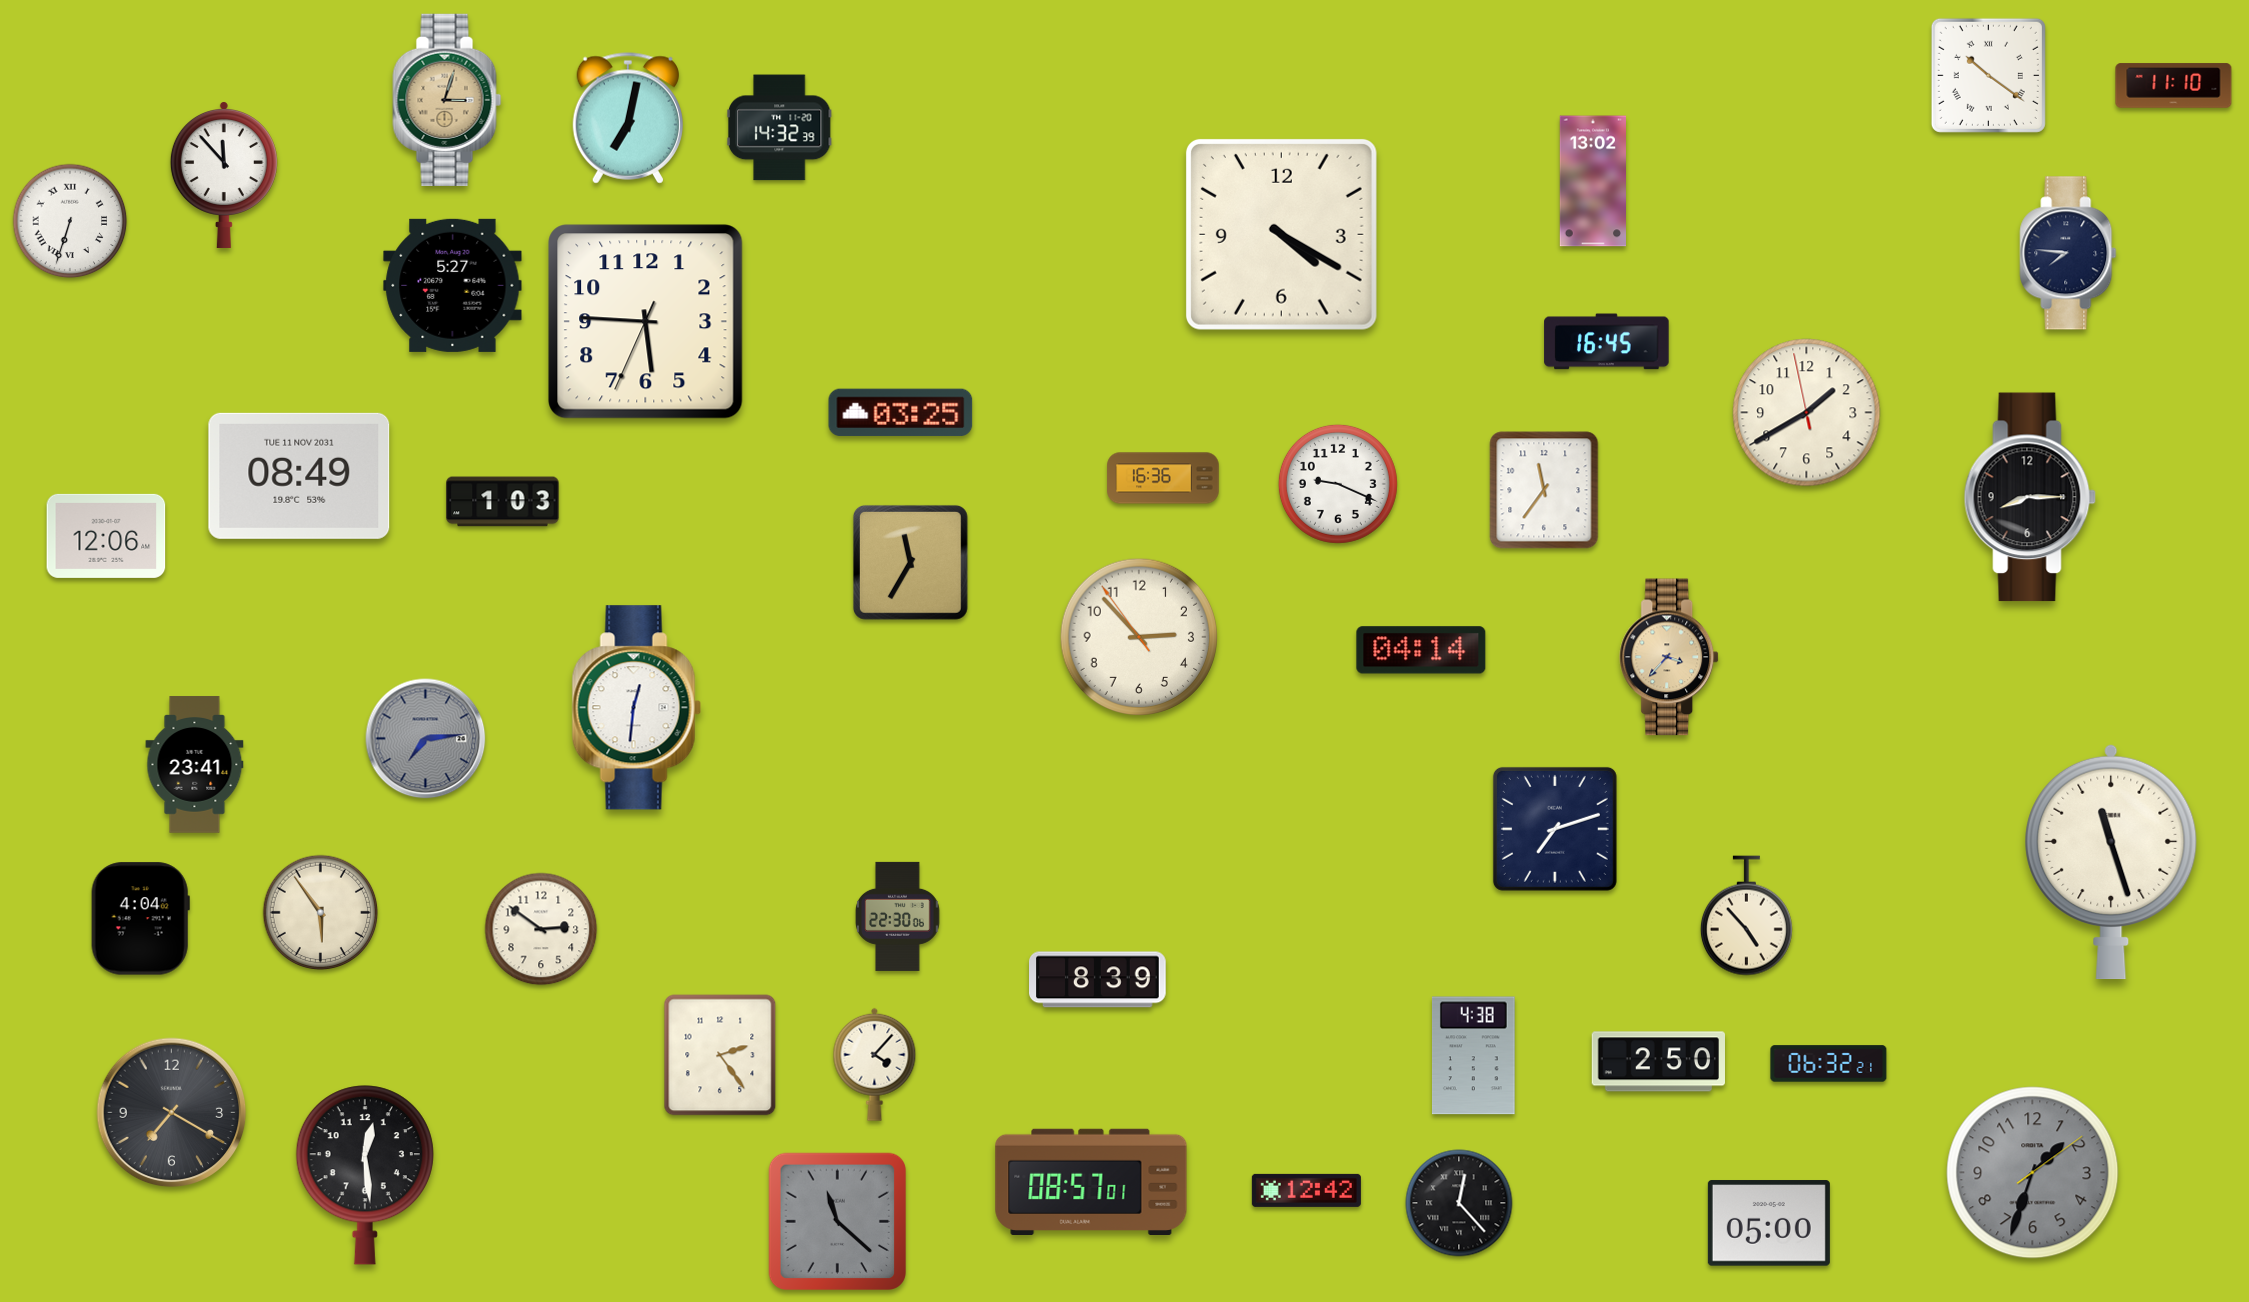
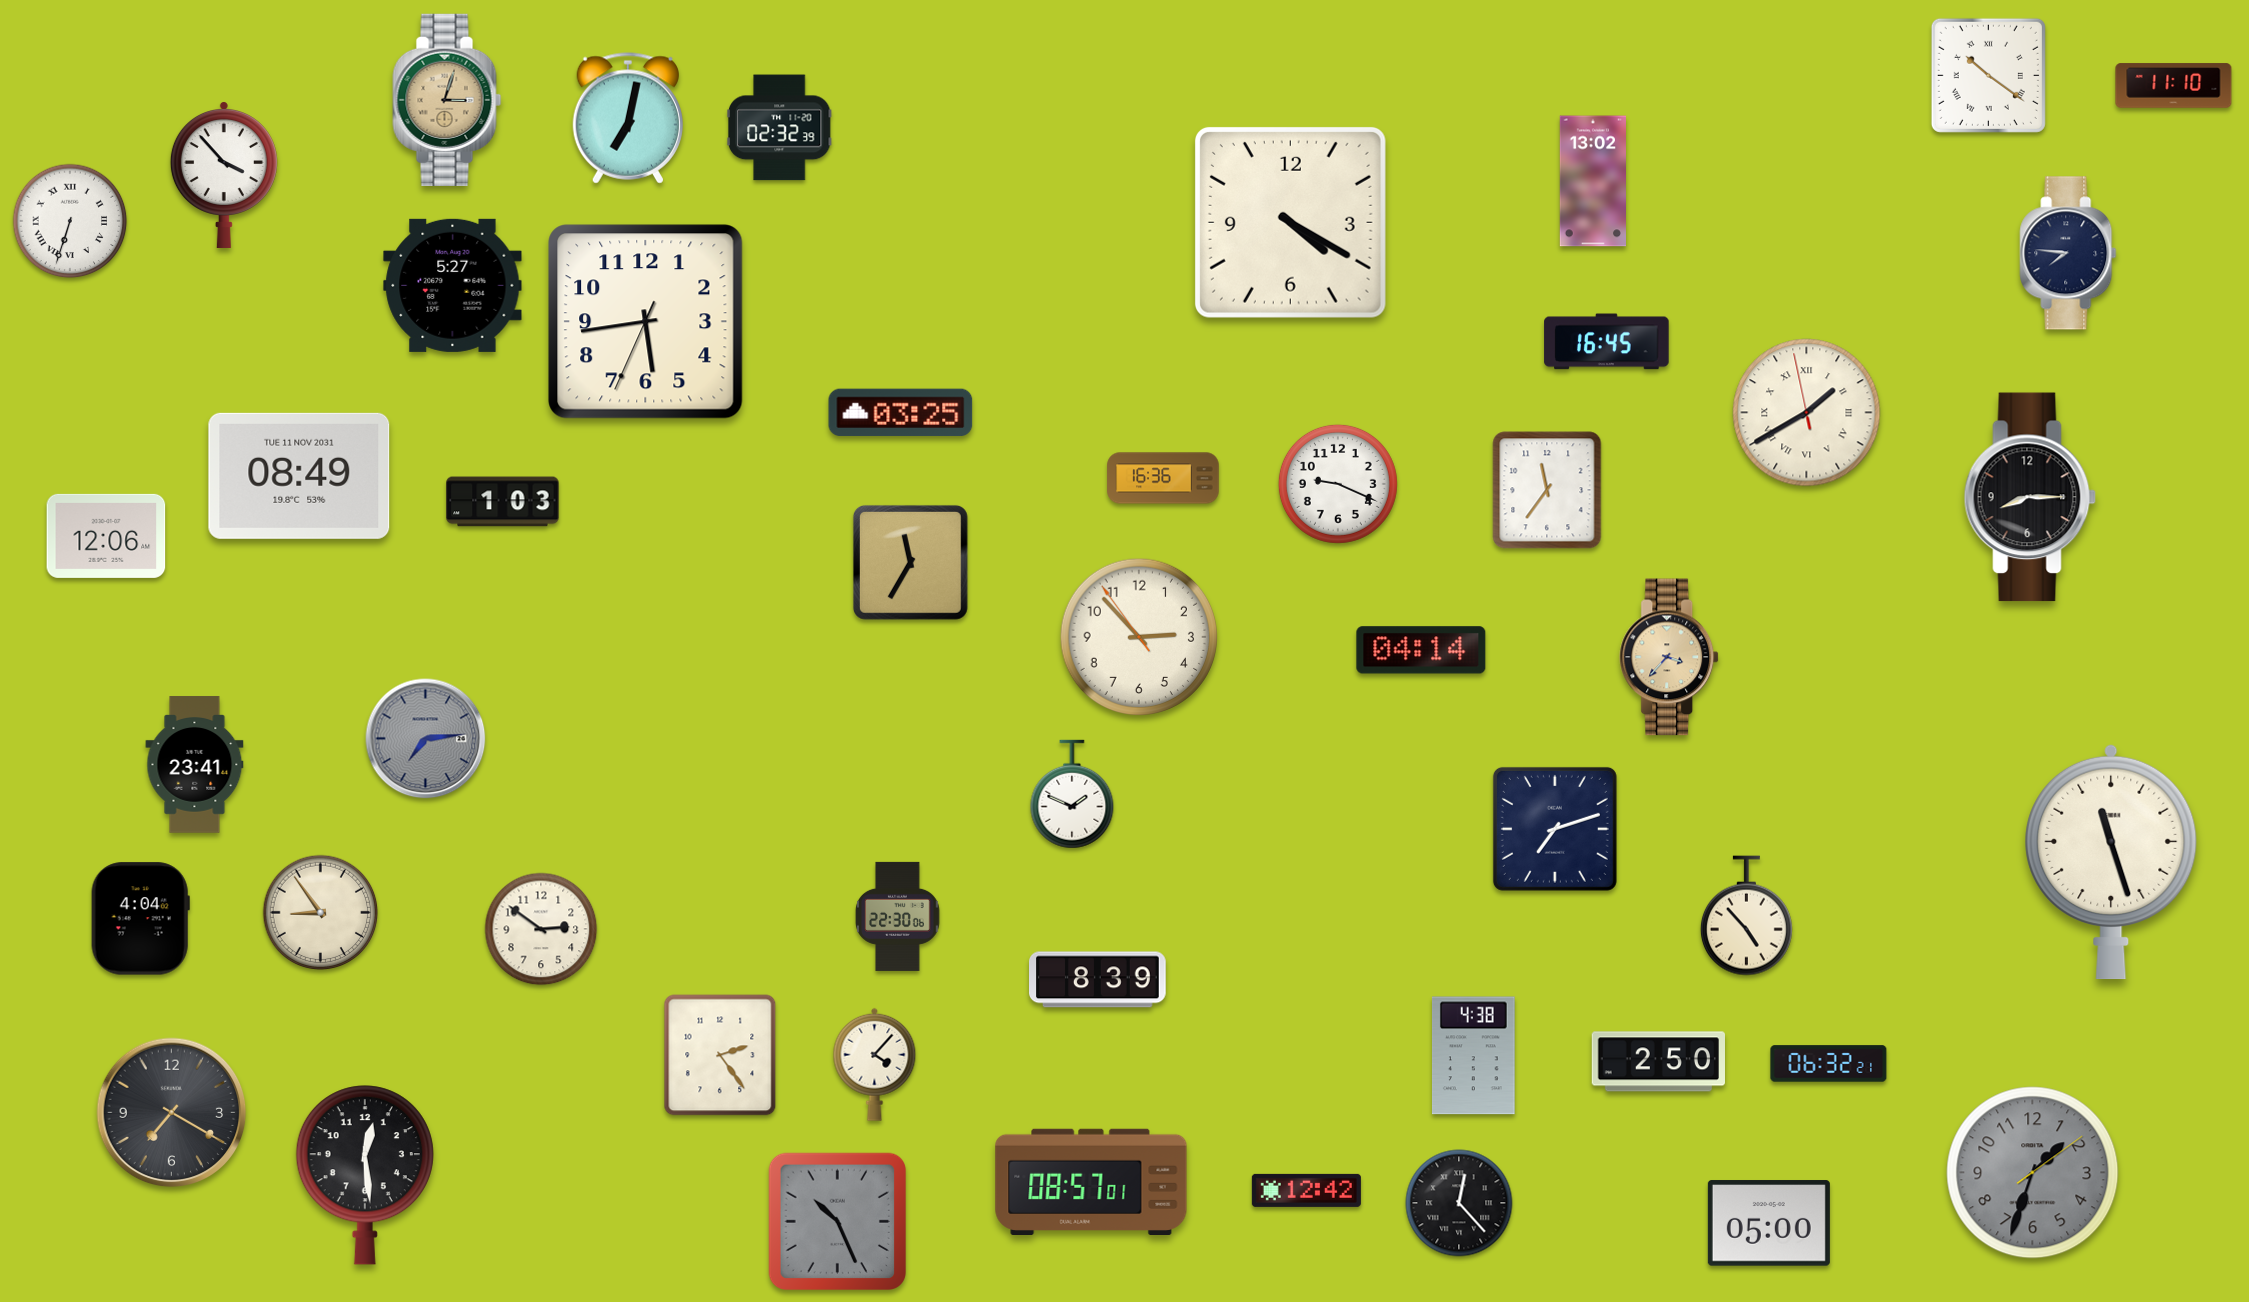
clock at (779, 128): 14:32 -> 02:32
clock at (224, 175): 11:53 -> 3:53
clock at (1281, 234) position: (1281, 234) -> (1290, 222)
clock at (646, 322): 5:45 -> 5:43
clock at (1807, 413) numerals: Arabic -> Roman
clock at (1544, 490) position: (1544, 490) -> (1547, 490)
clock at (636, 708): 12:31 -> none
clock at (1072, 794): none -> 1:49
clock at (321, 913): 5:54 -> 8:54
clock at (838, 1222): 11:22 -> 10:26
